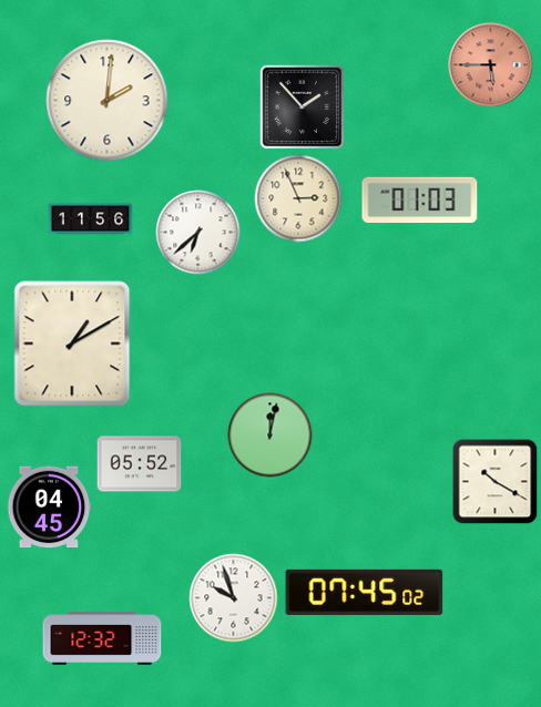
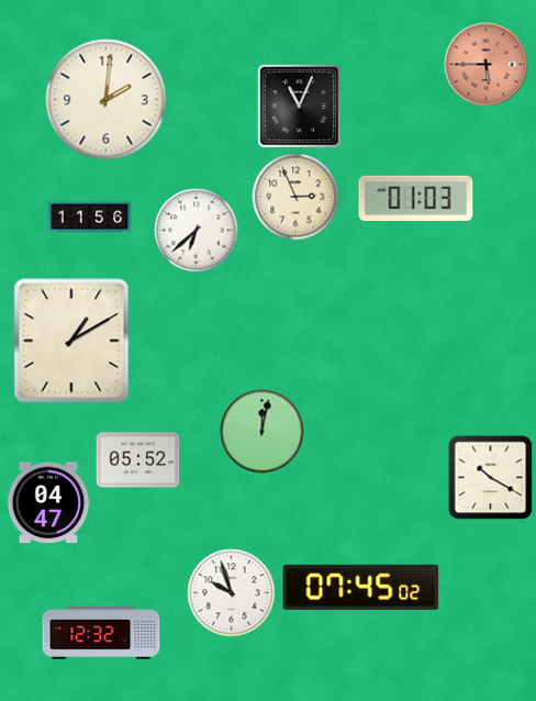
clock at (302, 106): 1:53 -> 11:04
clock at (270, 436) position: (270, 436) -> (263, 432)
clock at (49, 508): 04:45 -> 04:47
